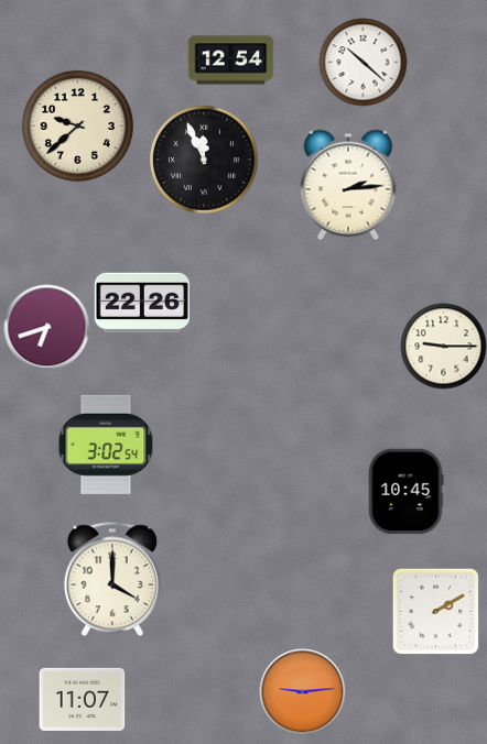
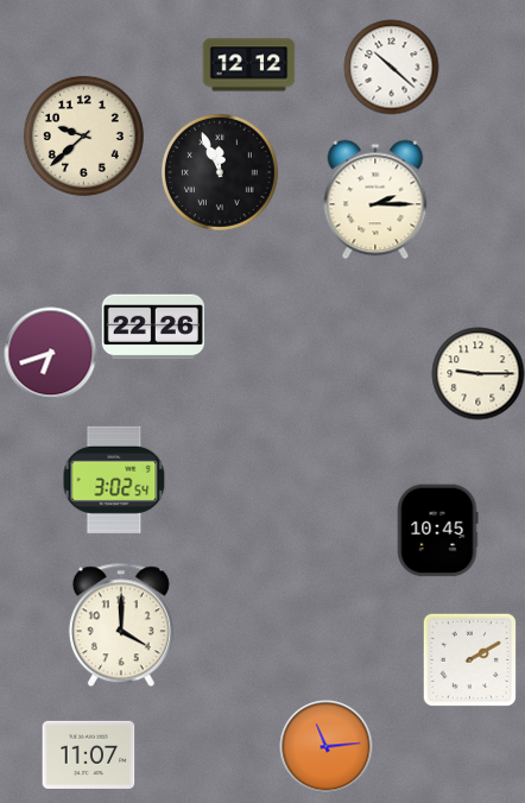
clock at (230, 61): 12:54 -> 12:12
clock at (348, 185): 2:14 -> 2:15
clock at (302, 691): 9:14 -> 11:14
